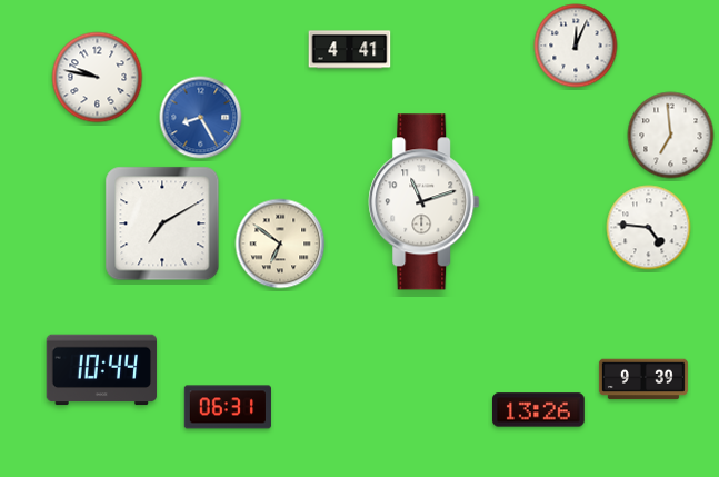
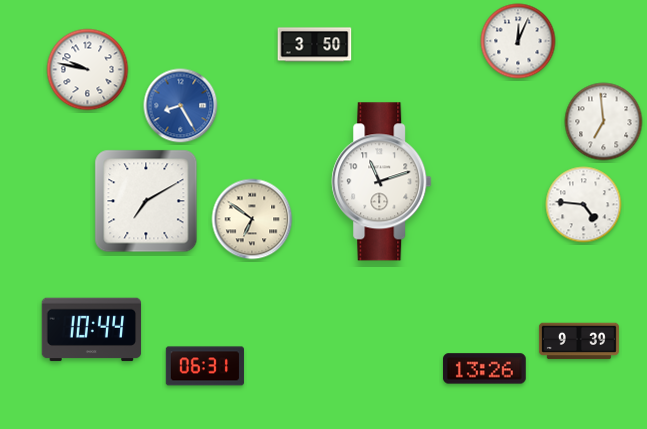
clock at (350, 50): 4:41 -> 3:50
clock at (102, 370) position: (102, 370) -> (92, 330)
